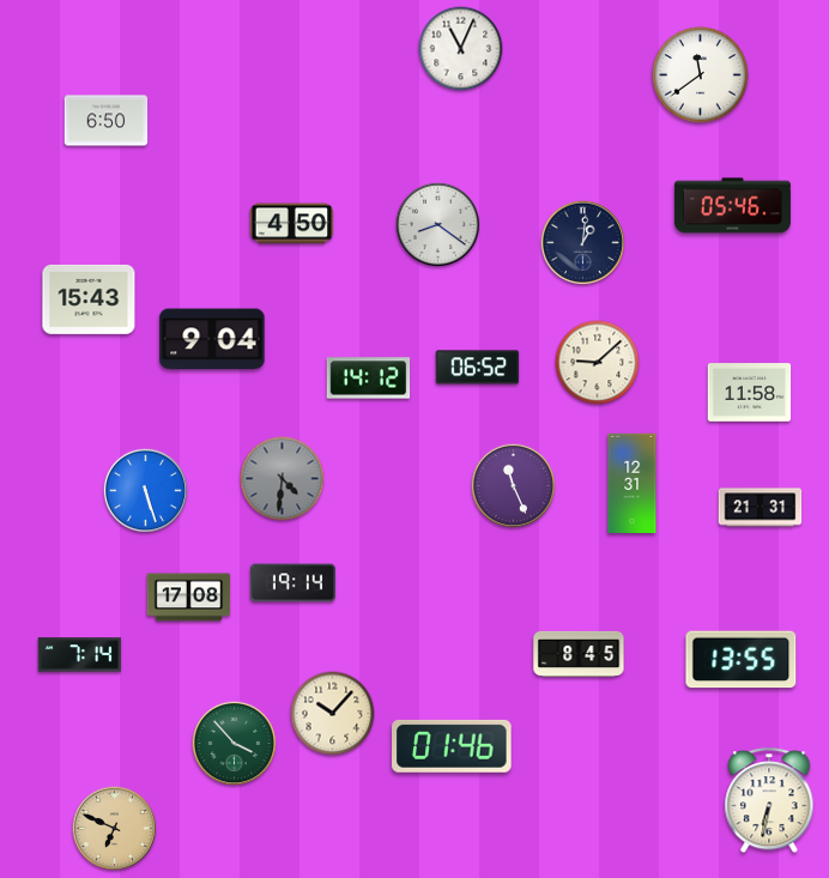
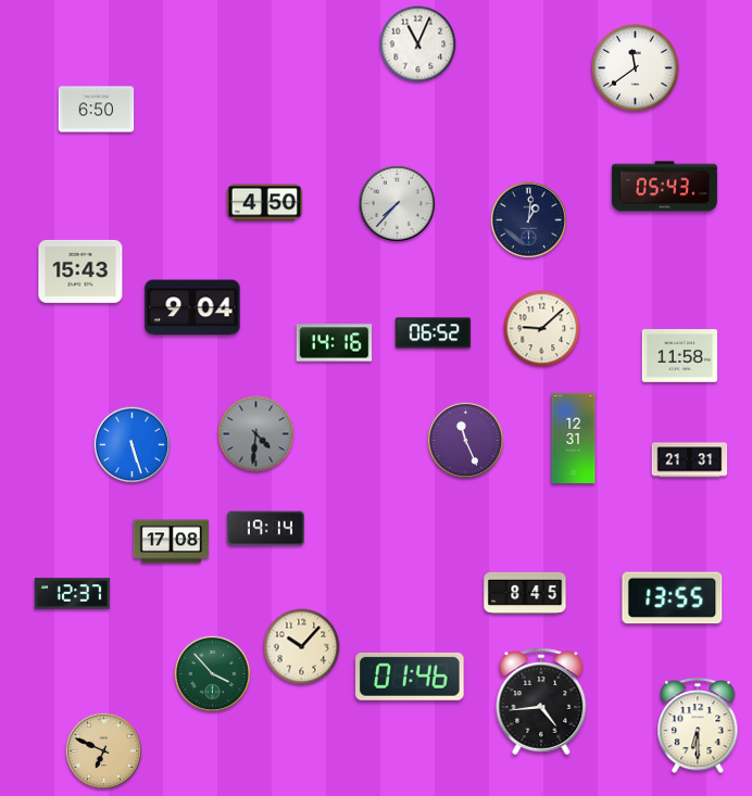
clock at (732, 206): 05:46 -> 05:43
clock at (437, 224): 8:21 -> 7:37
clock at (369, 379): 14:12 -> 14:16
clock at (80, 655): 7:14 -> 12:37
clock at (541, 702): none -> 4:44
clock at (769, 801): 6:32 -> 6:30
